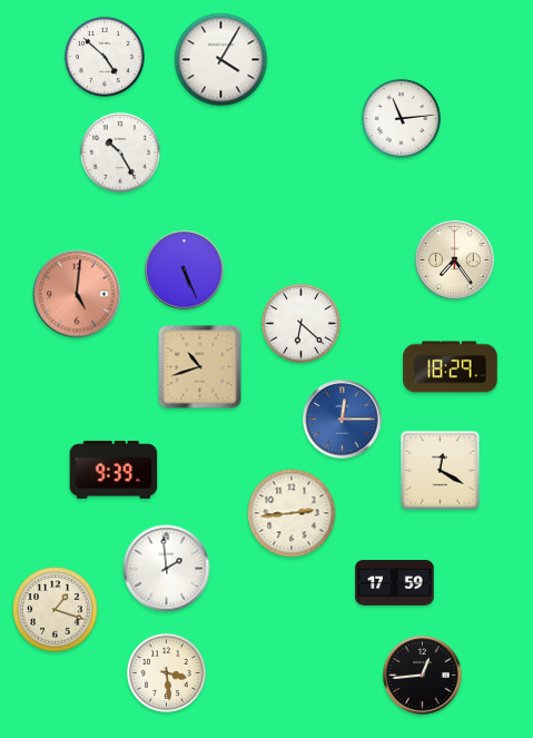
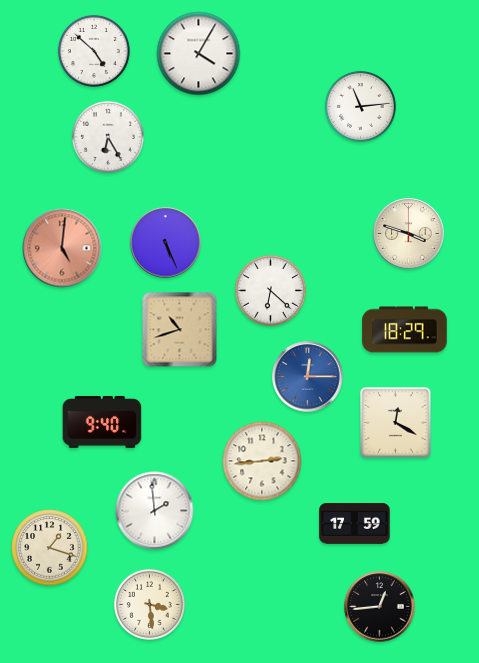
clock at (120, 152): 10:25 -> 6:25
clock at (455, 260): 7:24 -> 3:48
clock at (77, 294) position: (77, 294) -> (62, 248)
clock at (113, 470): 9:39 -> 9:40
clock at (167, 569) position: (167, 569) -> (155, 511)
